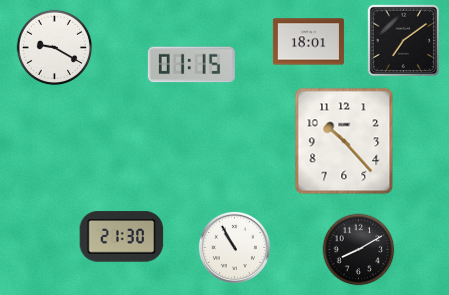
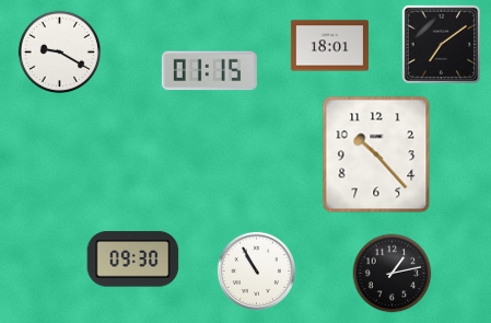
clock at (308, 42) position: (308, 42) -> (329, 46)
clock at (122, 237): 21:30 -> 09:30
clock at (359, 250): 8:10 -> 1:13
